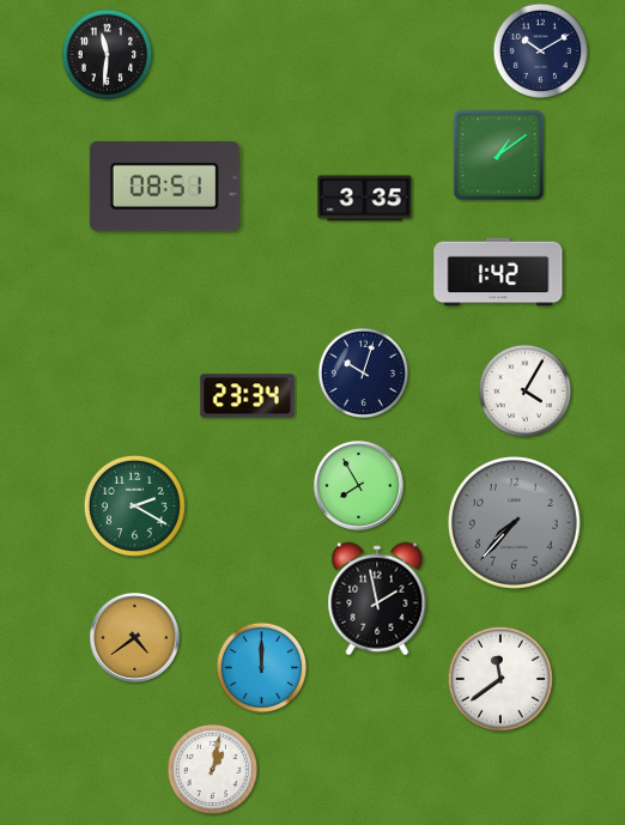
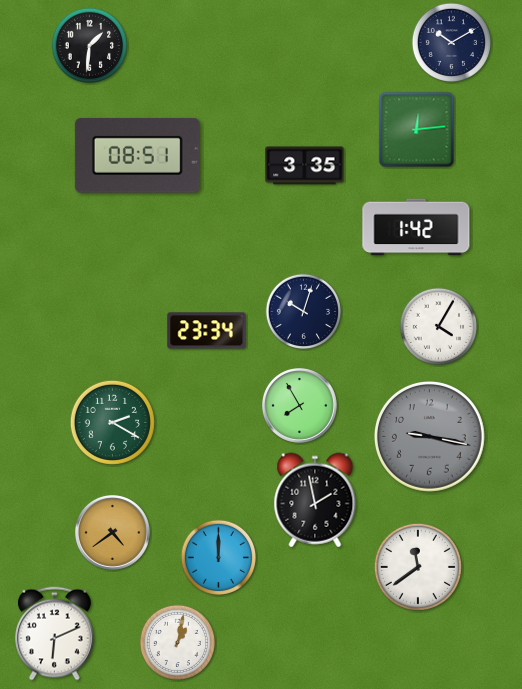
clock at (107, 54): 11:31 -> 1:31
clock at (499, 156): 1:09 -> 12:14
clock at (514, 523): 7:37 -> 9:17
clock at (55, 634): none -> 6:11
